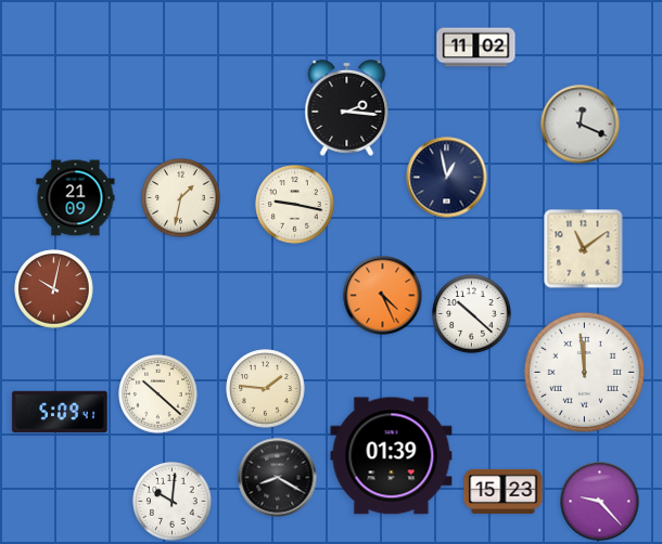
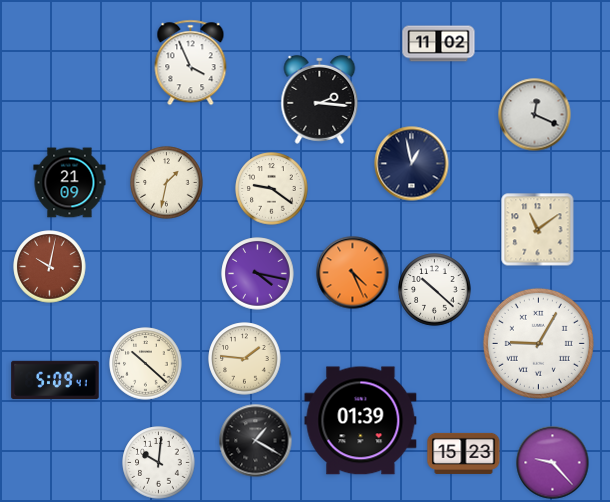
clock at (191, 63): none -> 3:56
clock at (295, 205): 9:17 -> 9:21
clock at (258, 274): none -> 4:17
clock at (584, 372): 11:59 -> 9:05
clock at (278, 478): 8:20 -> 1:20
